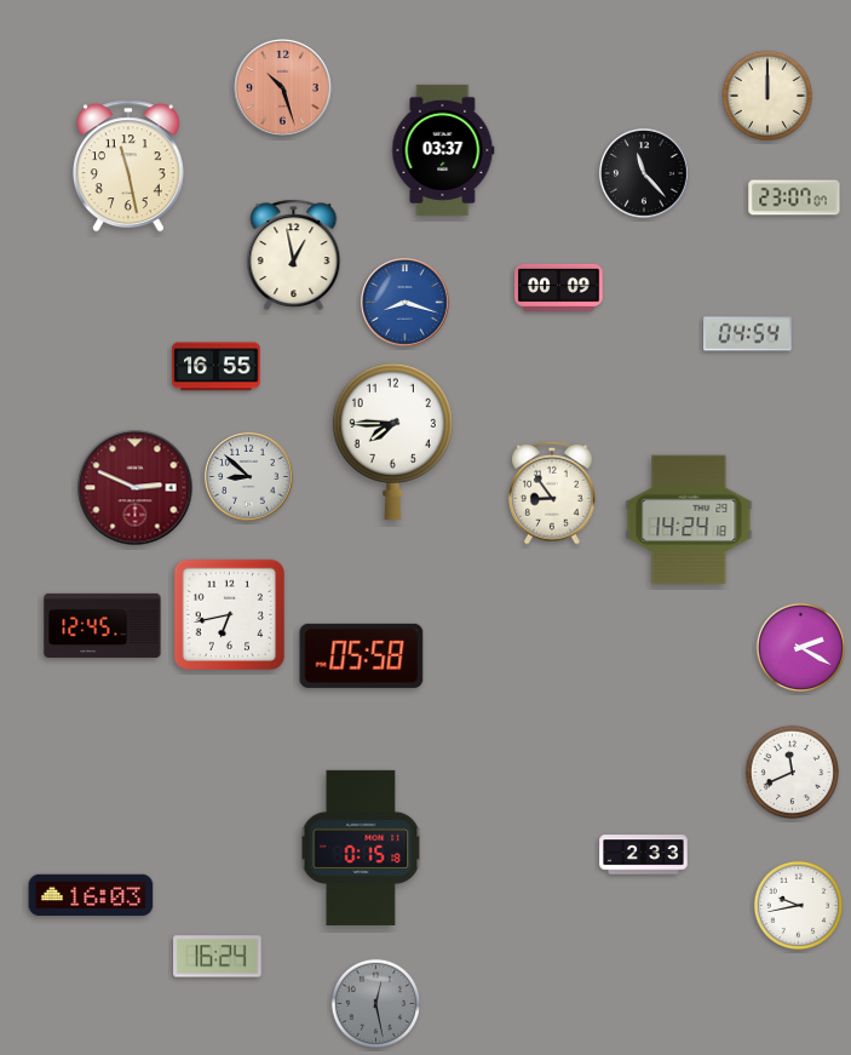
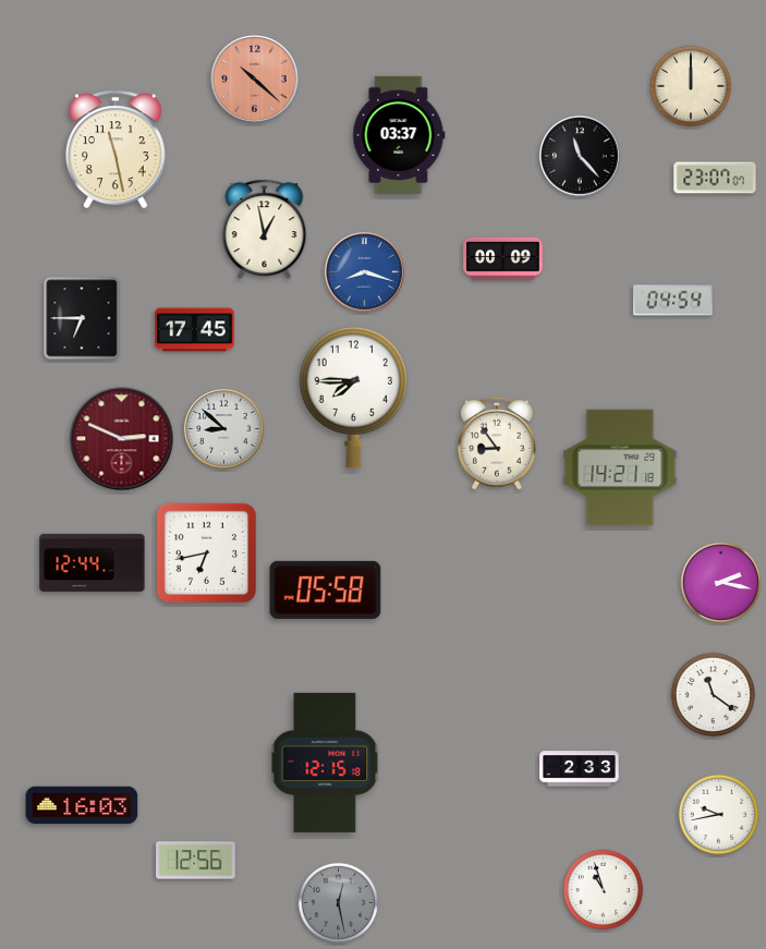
clock at (283, 88): 10:27 -> 10:22
clock at (82, 318): none -> 6:45
clock at (217, 367): 16:55 -> 17:45
clock at (689, 520): 14:24 -> 14:21
clock at (103, 625): 12:45 -> 12:44
clock at (801, 648): 2:20 -> 2:17
clock at (792, 772): 11:41 -> 11:21
clock at (361, 848): 0:15 -> 12:15
clock at (218, 957): 16:24 -> 12:56
clock at (604, 890): none -> 10:57
